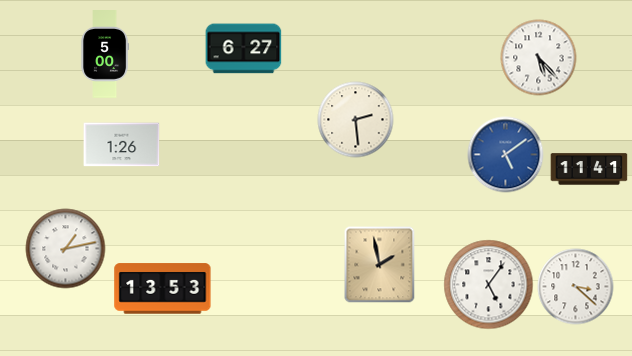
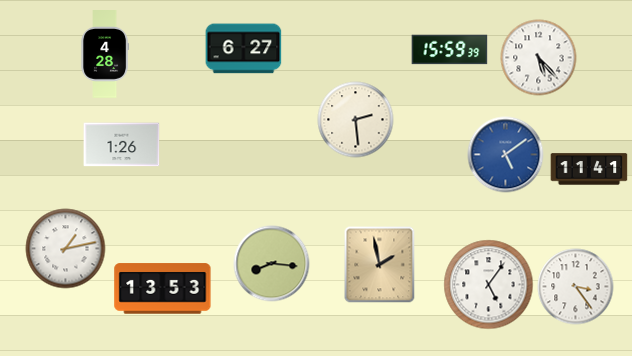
clock at (450, 50): none -> 15:59
clock at (104, 55): 5:00 -> 4:28
clock at (272, 264): none -> 8:16
clock at (576, 287): 3:22 -> 3:24
